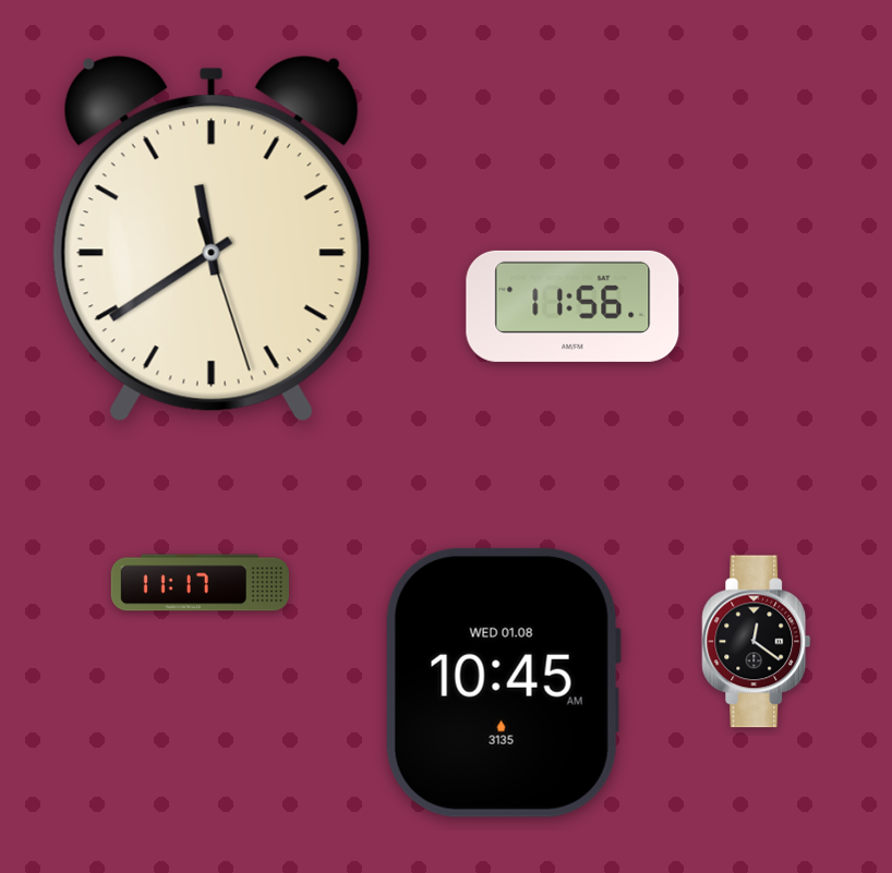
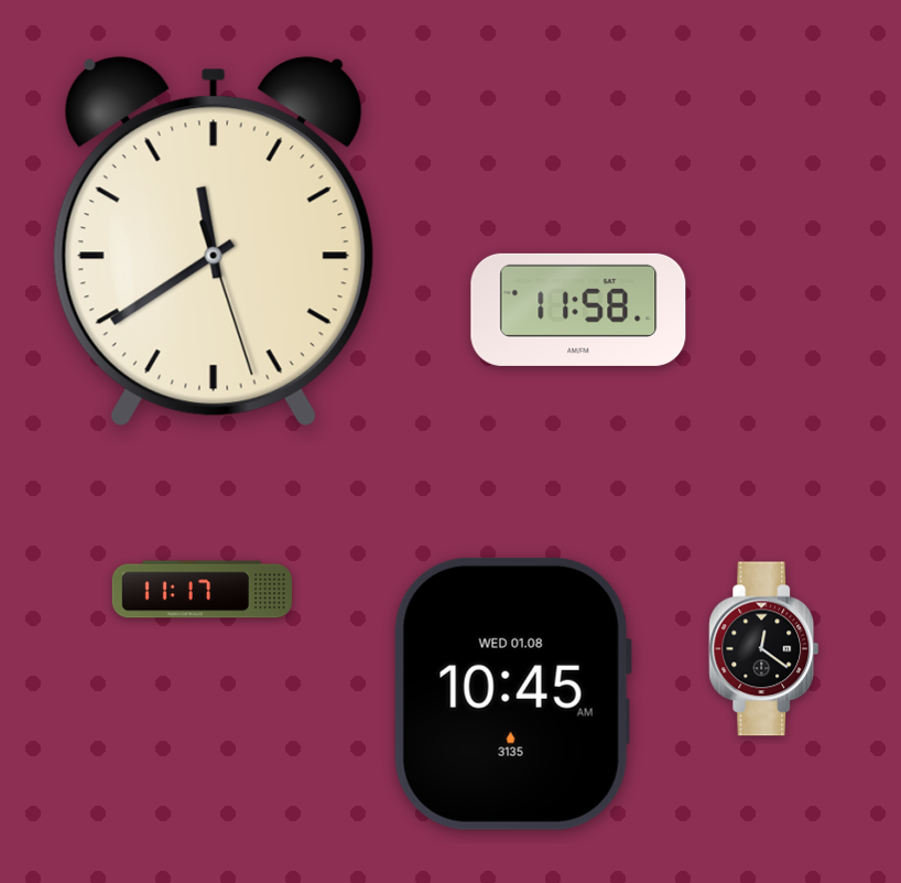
clock at (572, 306): 11:56 -> 11:58
clock at (503, 682) position: (503, 682) -> (512, 693)
